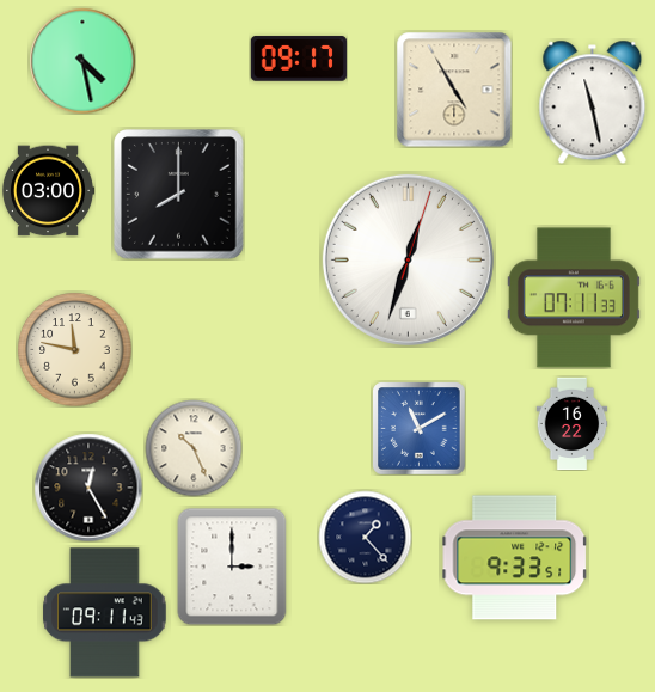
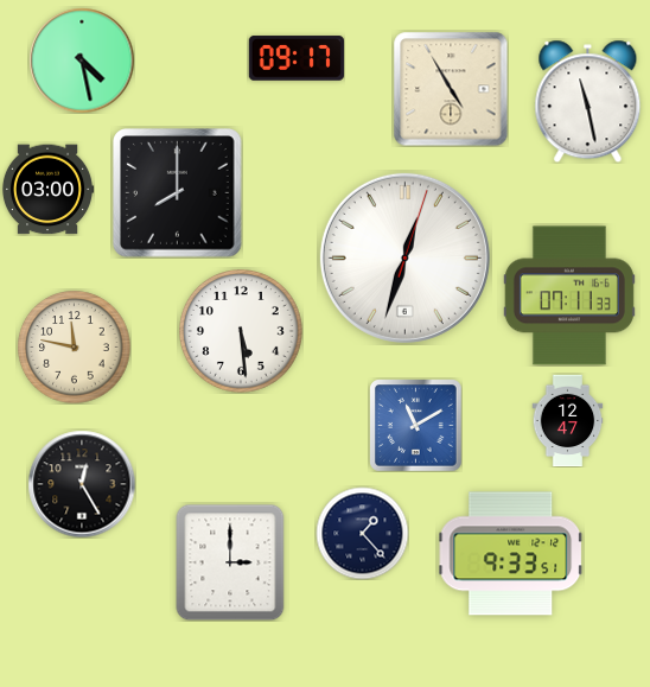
clock at (242, 332): none -> 5:29
clock at (573, 423): 16:22 -> 12:47
clock at (194, 448): 10:26 -> none
clock at (88, 488) position: (88, 488) -> (82, 484)
clock at (105, 613): 09:11 -> none
